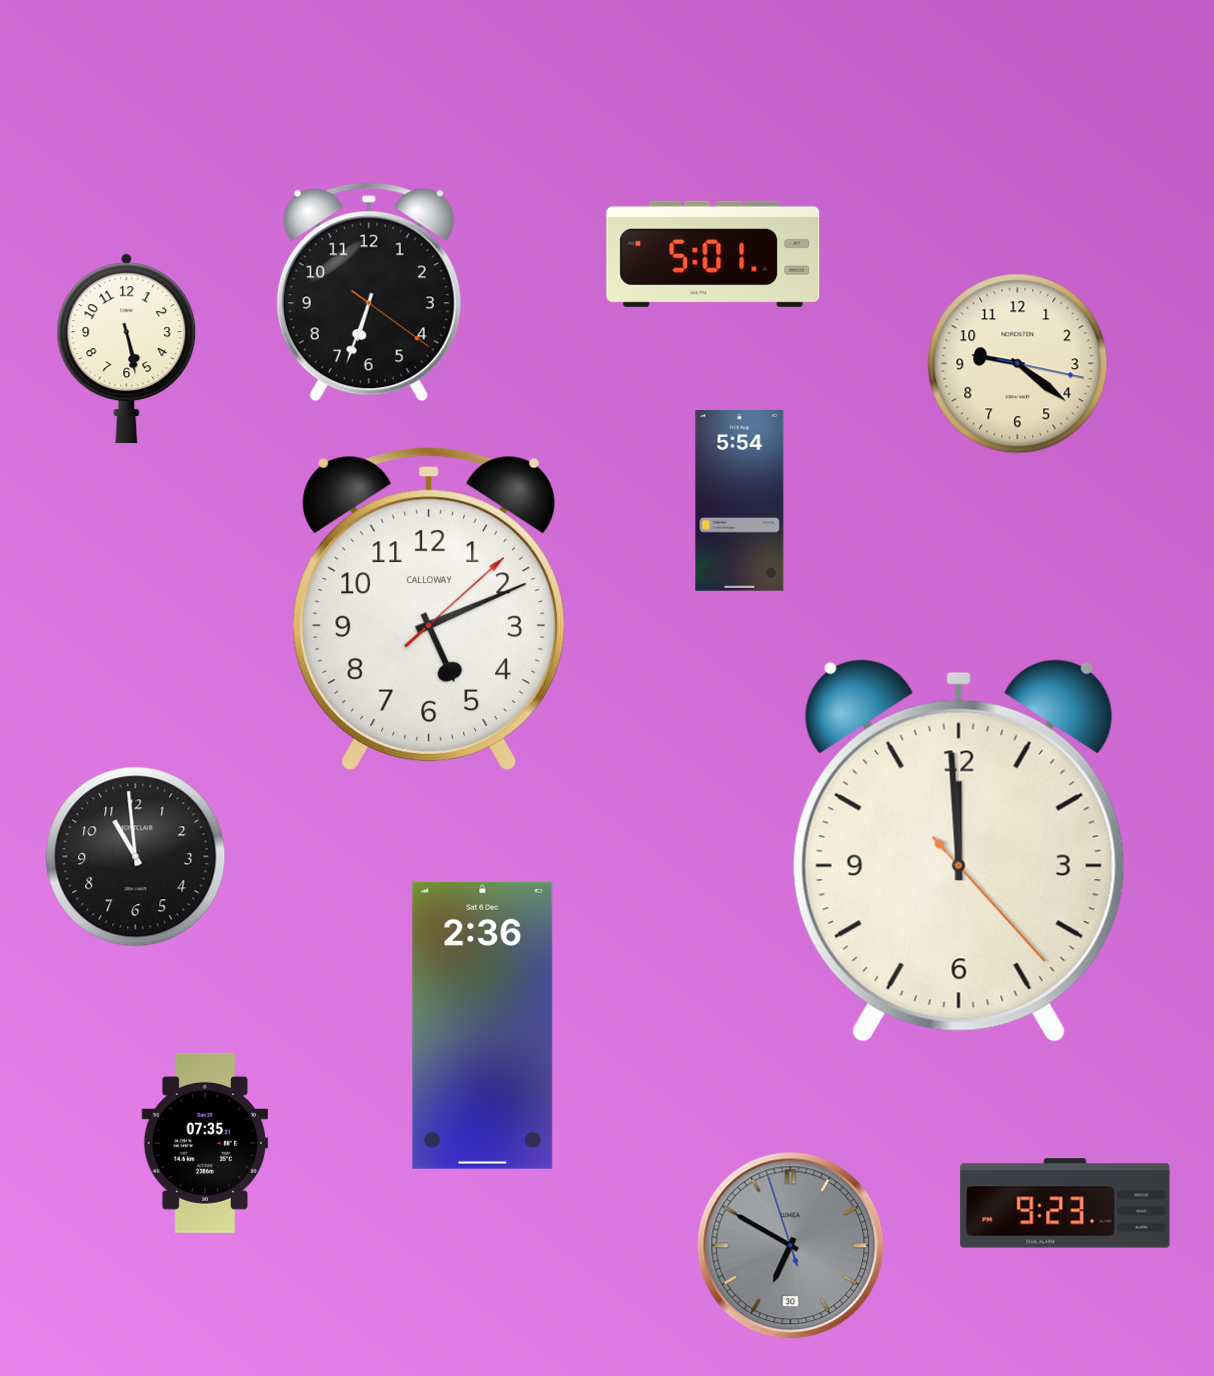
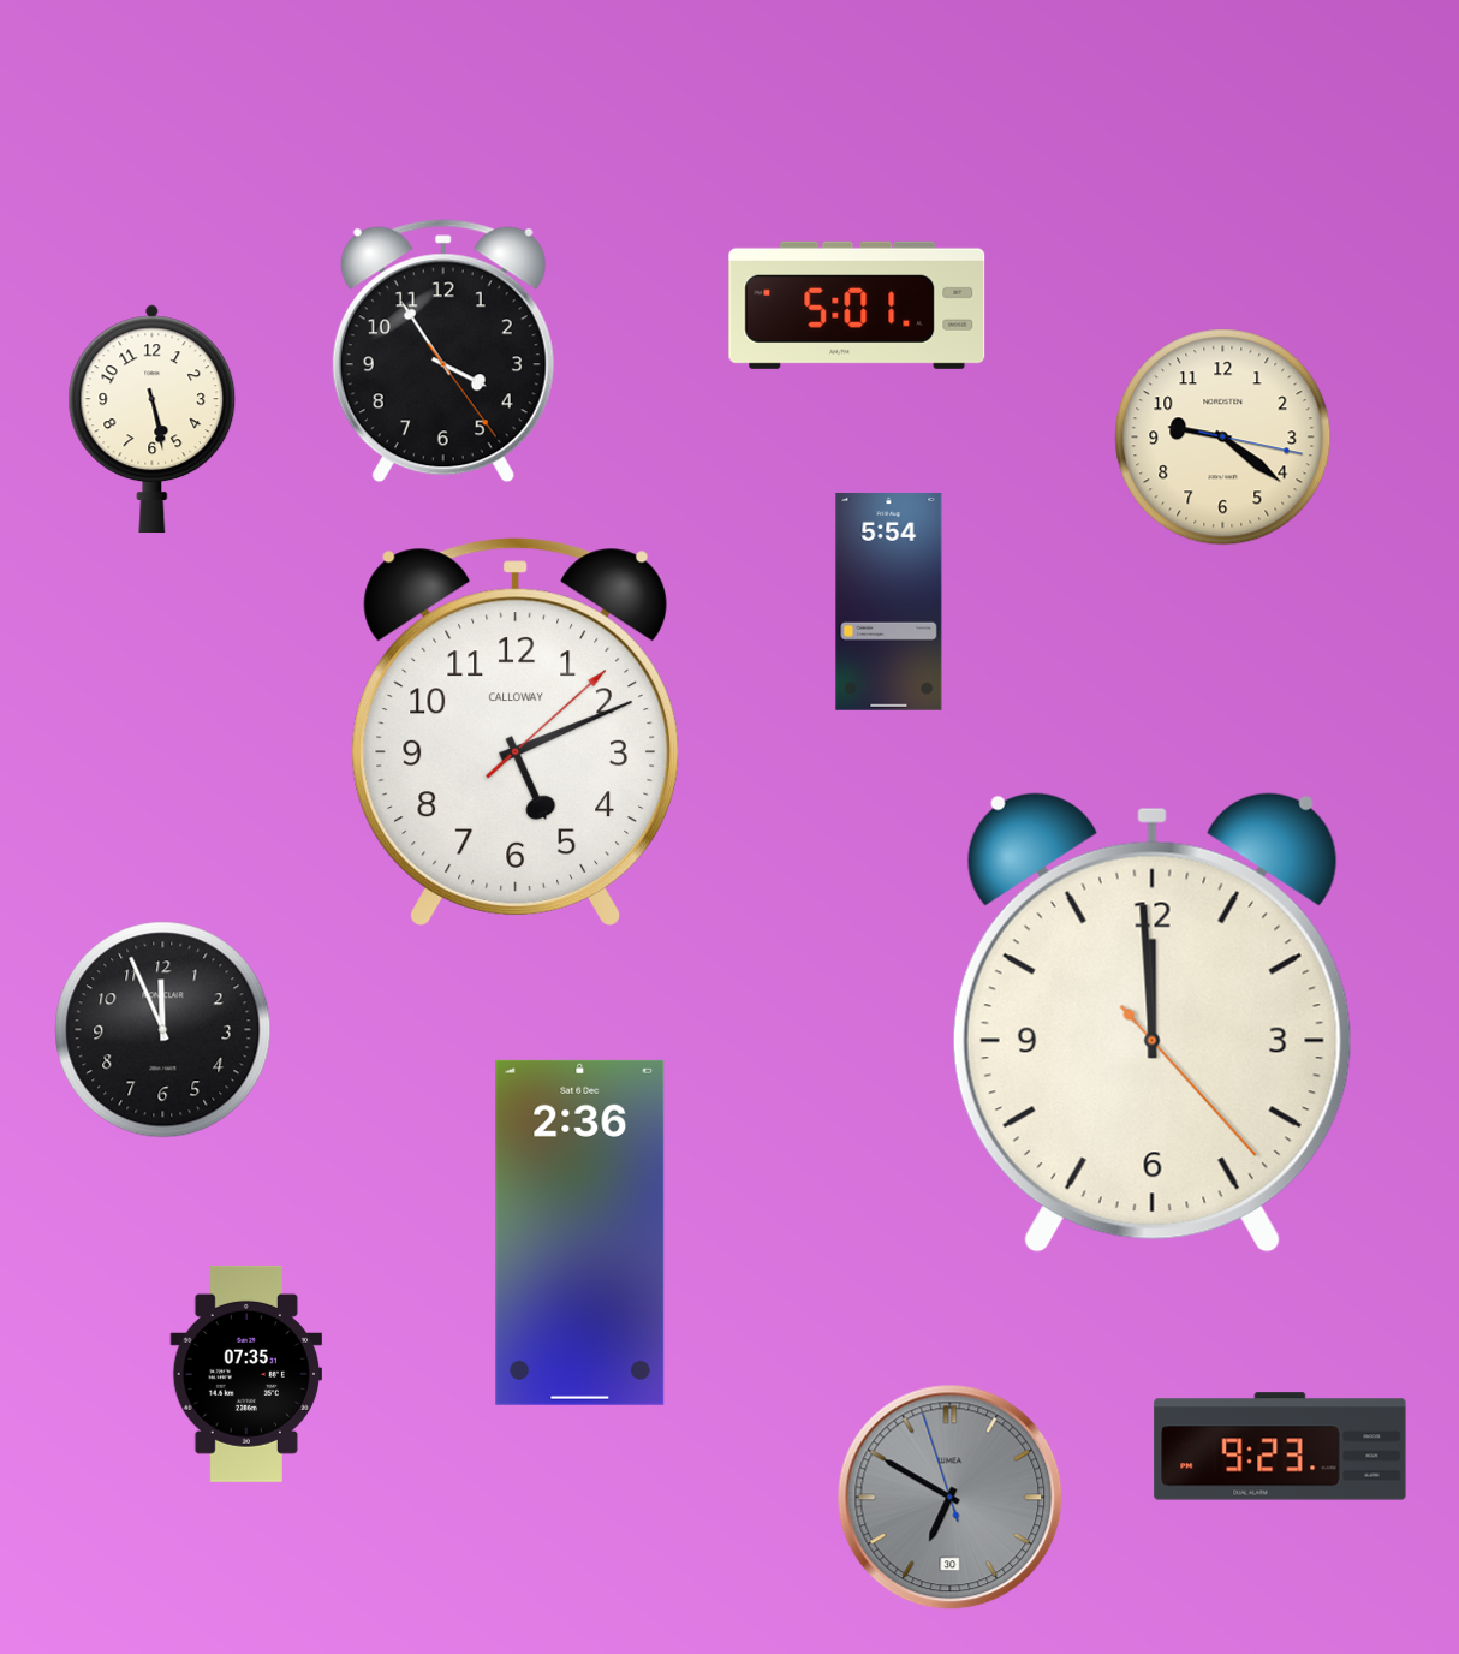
clock at (369, 292): 6:33 -> 3:54
clock at (136, 857): 10:59 -> 11:56
